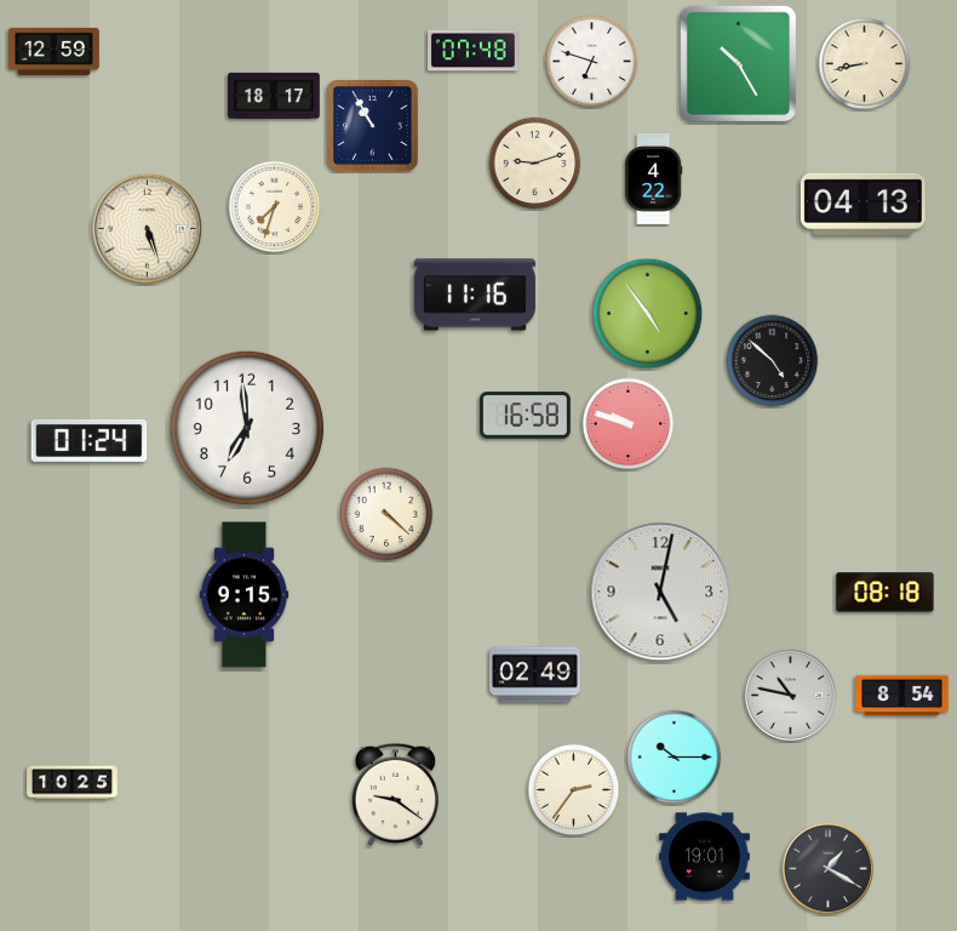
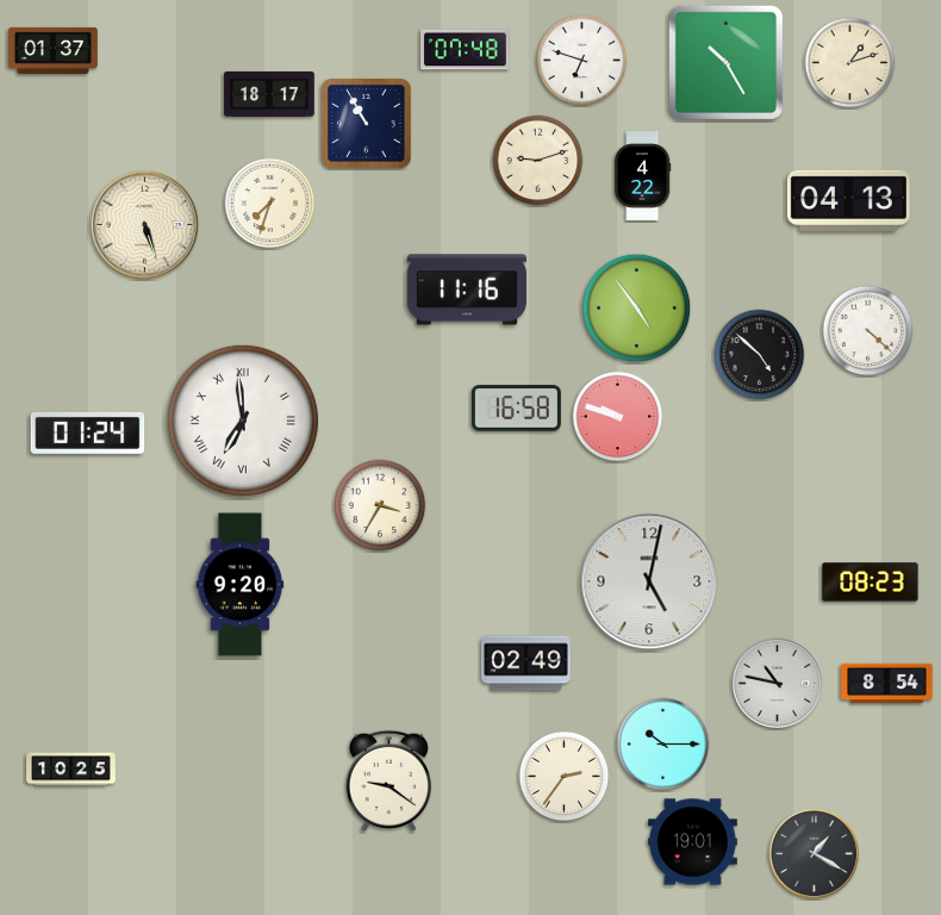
clock at (55, 51): 12:59 -> 01:37
clock at (865, 64): 8:43 -> 1:12
clock at (535, 164) position: (535, 164) -> (538, 161)
clock at (868, 331): none -> 4:22
clock at (247, 428) numerals: Arabic -> Roman
clock at (386, 514): 4:22 -> 3:35
clock at (886, 593): 08:18 -> 08:23
clock at (245, 595): 9:15 -> 9:20
